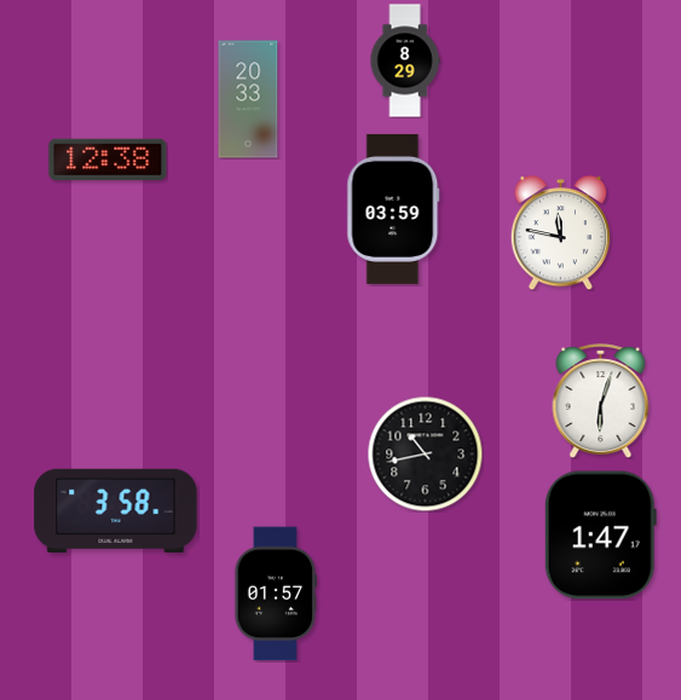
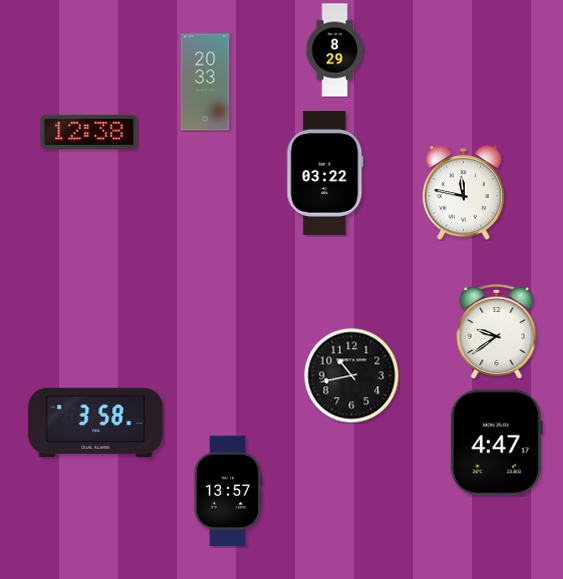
clock at (393, 209): 03:59 -> 03:22
clock at (601, 400): 6:03 -> 9:39
clock at (600, 536): 1:47 -> 4:47
clock at (275, 594): 01:57 -> 13:57
